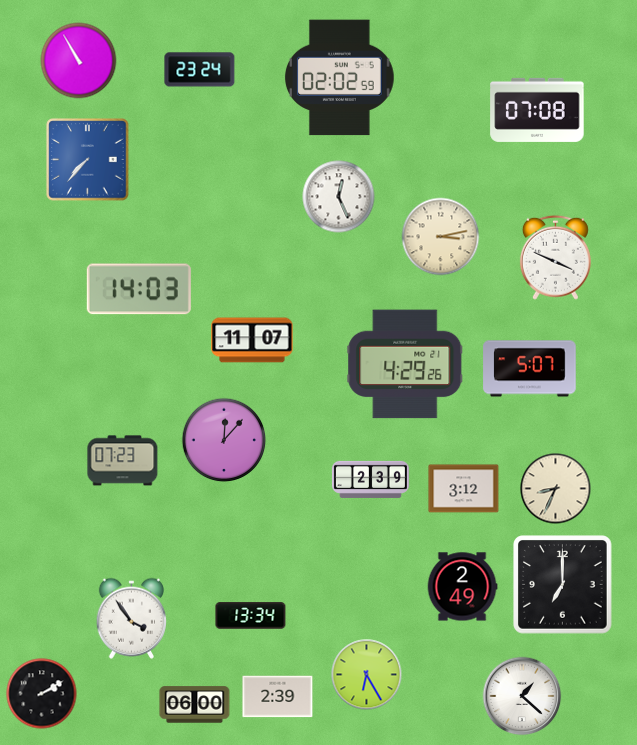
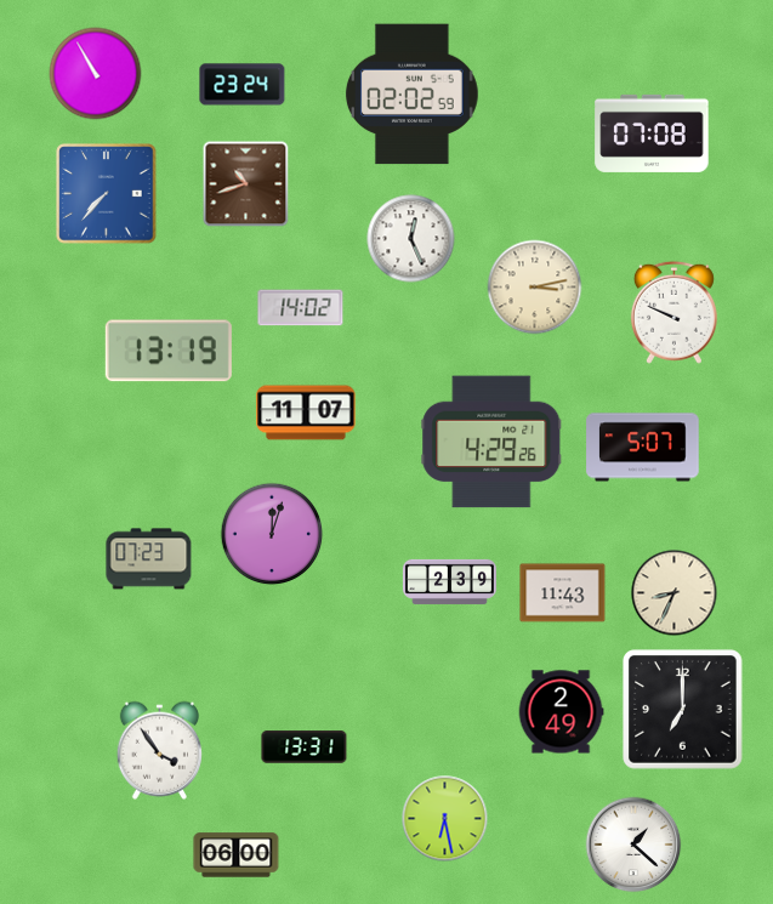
clock at (246, 184): none -> 10:42
clock at (301, 308): none -> 14:02
clock at (555, 257): 3:49 -> 9:49
clock at (139, 289): 14:03 -> 13:19
clock at (224, 440): 12:07 -> 12:03
clock at (464, 489): 3:12 -> 11:43
clock at (251, 616): 13:34 -> 13:31
clock at (367, 675): 6:25 -> 6:28
clock at (42, 694): 2:10 -> none
clock at (278, 697): 2:39 -> none
